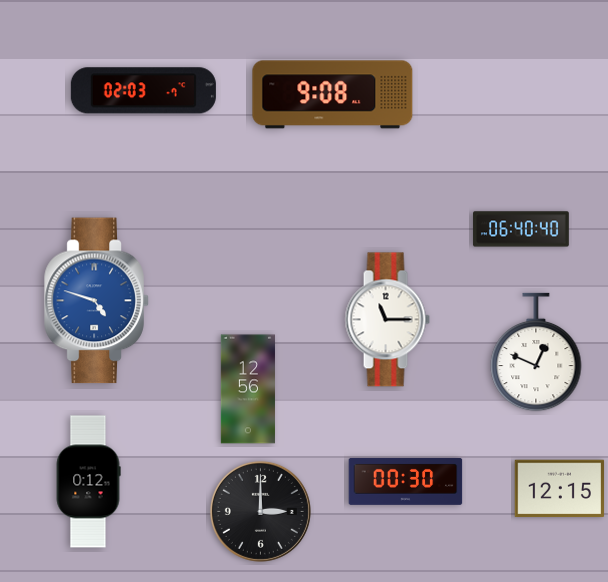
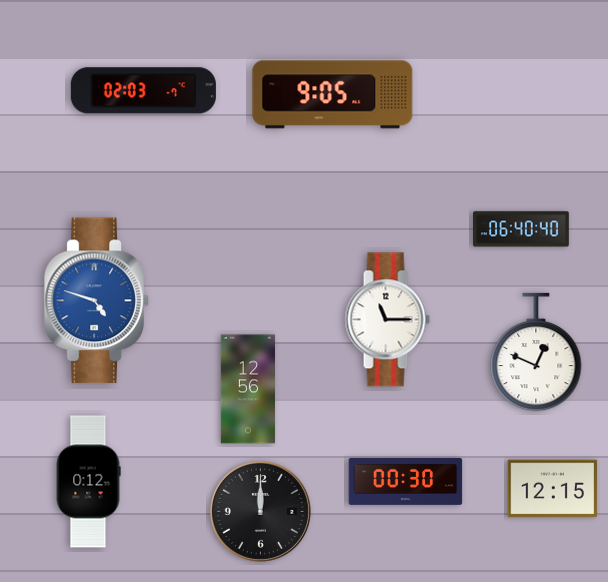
clock at (333, 95): 9:08 -> 9:05
clock at (560, 489) position: (560, 489) -> (553, 489)
clock at (260, 511): 3:00 -> 12:00
